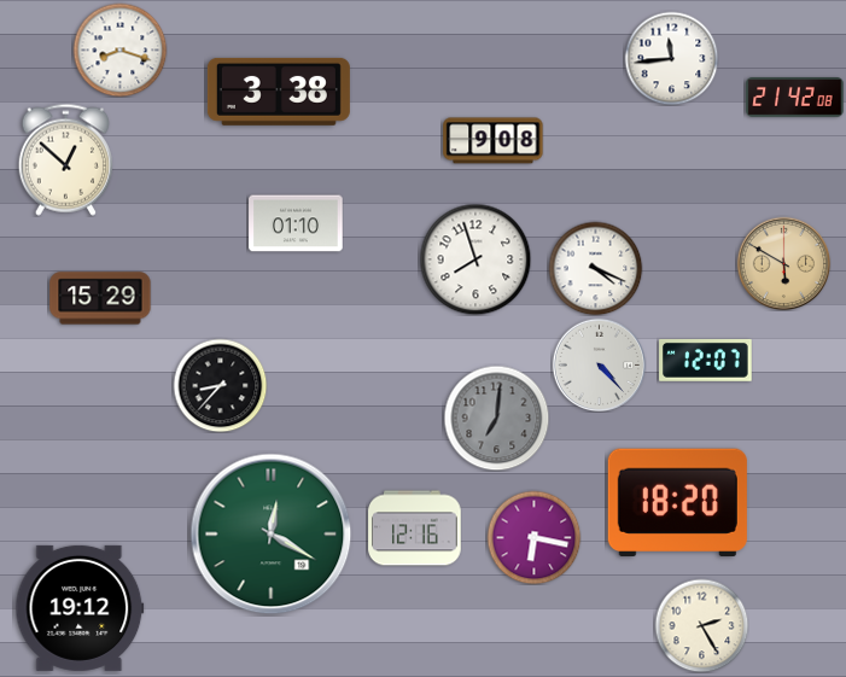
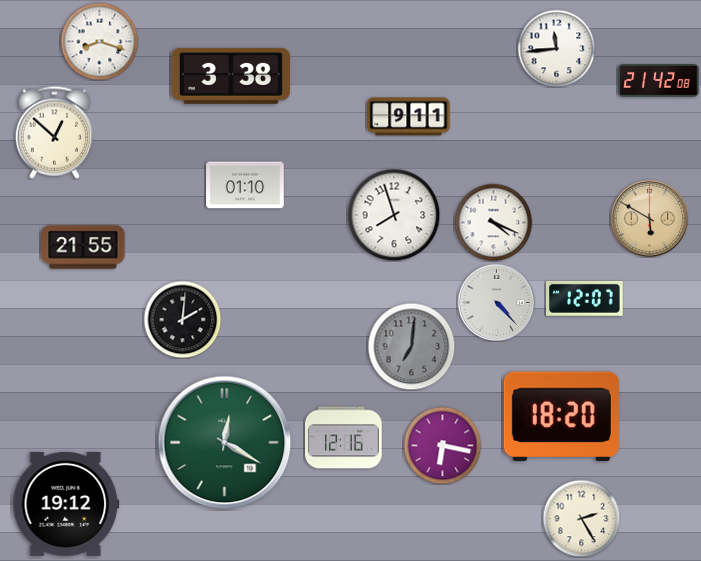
clock at (494, 141): 9:08 -> 9:11
clock at (100, 298): 15:29 -> 21:55
clock at (220, 385): 8:37 -> 2:01
